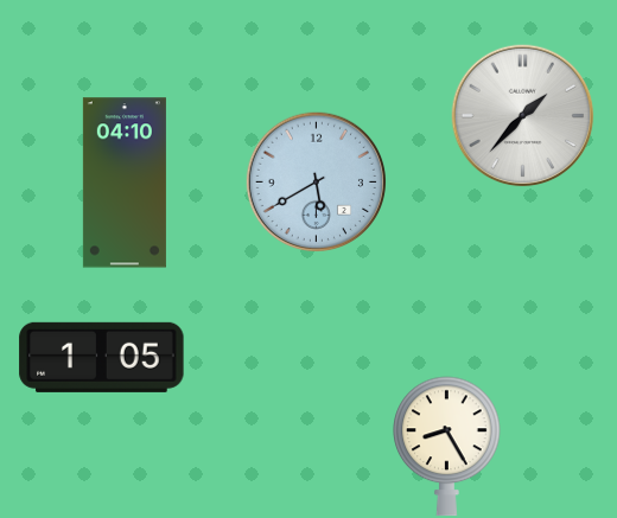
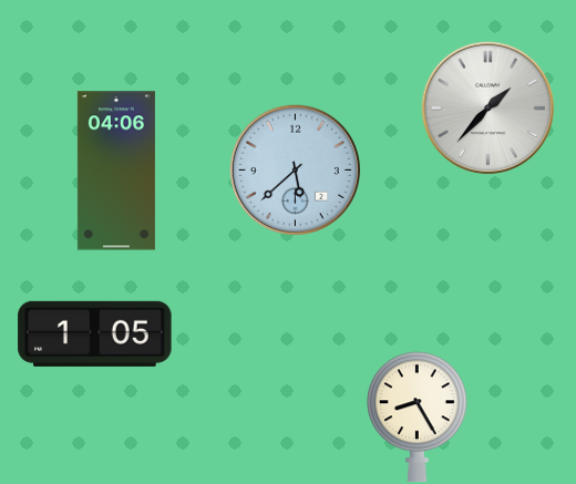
clock at (316, 181): 5:40 -> 5:38
clock at (125, 183): 04:10 -> 04:06
